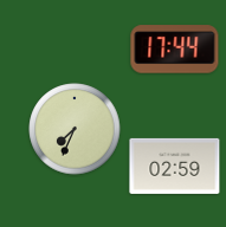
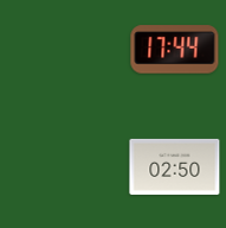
clock at (75, 129): 7:34 -> none
clock at (175, 166): 02:59 -> 02:50
